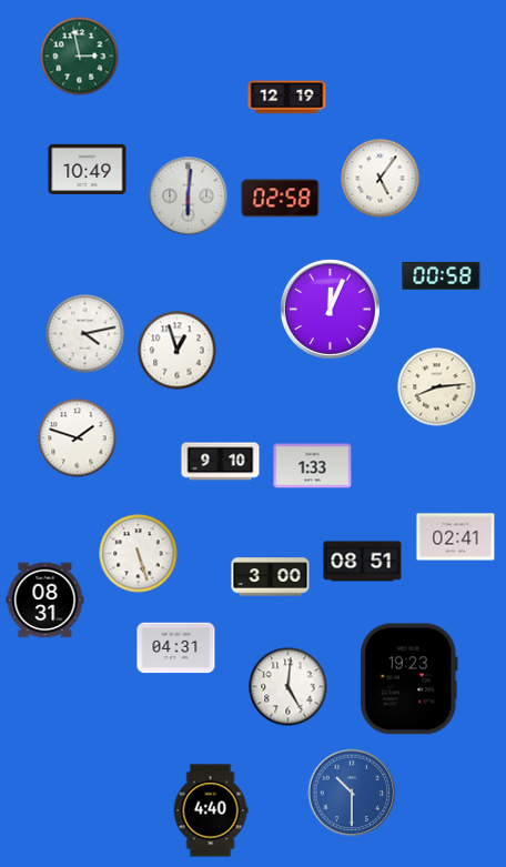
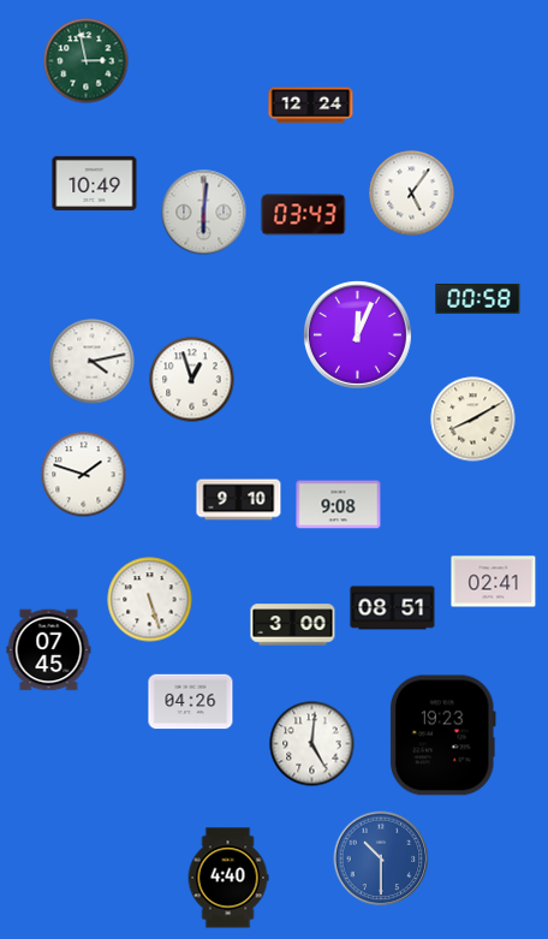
clock at (287, 98): 12:19 -> 12:24
clock at (281, 199): 02:58 -> 03:43
clock at (437, 387): 8:14 -> 8:10
clock at (313, 466): 1:33 -> 9:08
clock at (45, 601): 08:31 -> 07:45
clock at (176, 648): 04:31 -> 04:26
